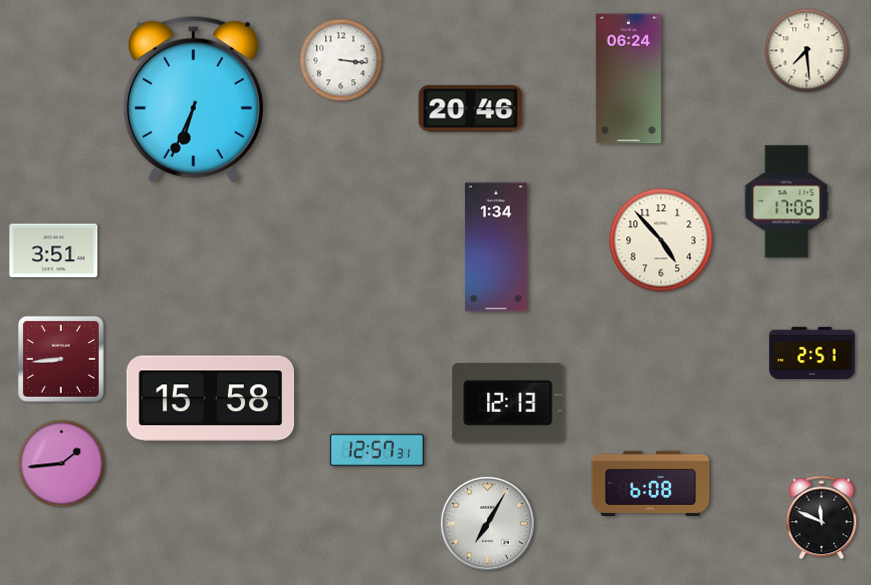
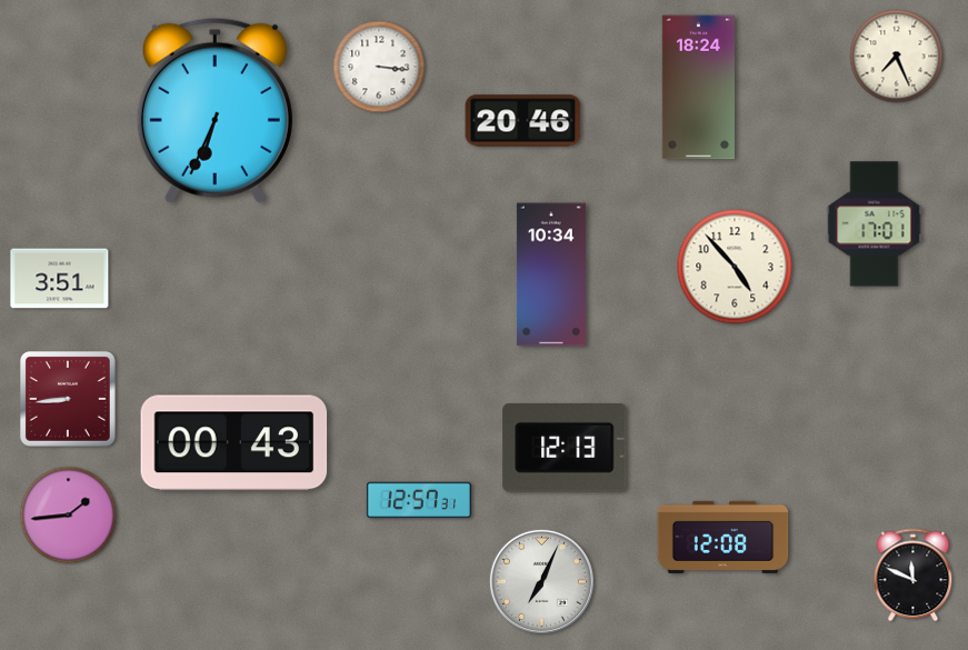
clock at (807, 51): 7:29 -> 7:26
clock at (628, 79): 06:24 -> 18:24
clock at (787, 202): 17:06 -> 17:01
clock at (496, 247): 1:34 -> 10:34
clock at (812, 352): 2:51 -> none
clock at (211, 399): 15:58 -> 00:43
clock at (651, 483): 6:08 -> 12:08
clock at (487, 523): 7:05 -> 7:04
